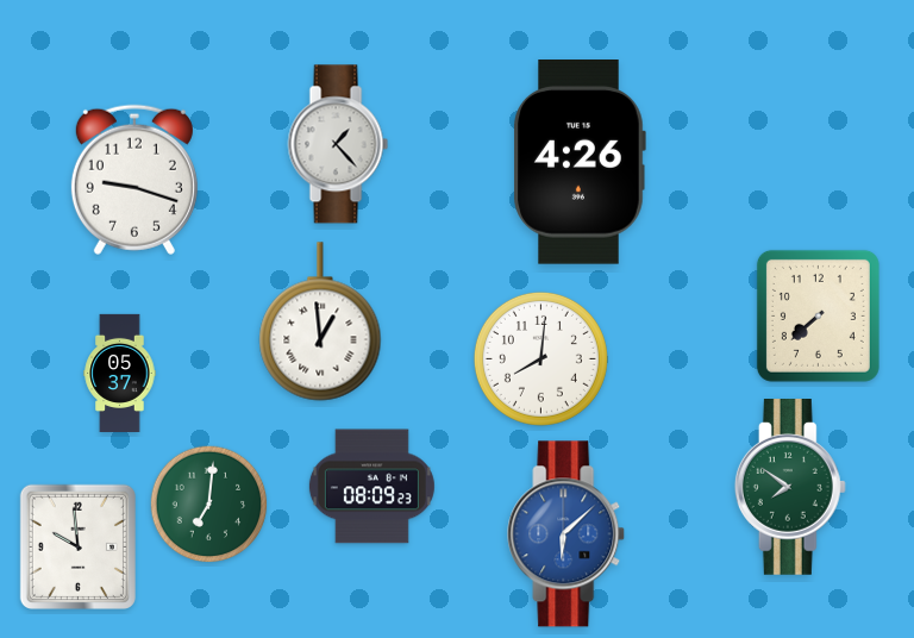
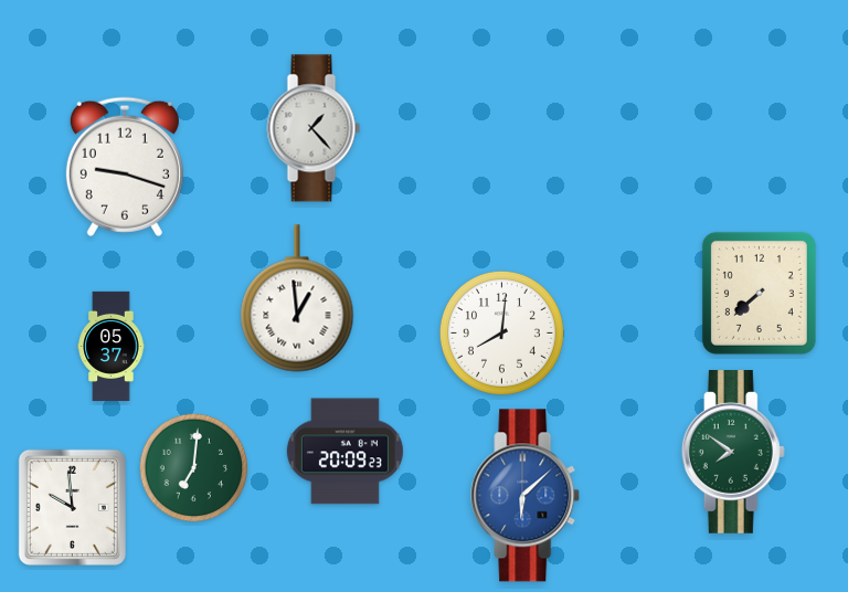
clock at (338, 144) position: (338, 144) -> (314, 128)
clock at (580, 162): 4:26 -> none
clock at (371, 487): 08:09 -> 20:09
